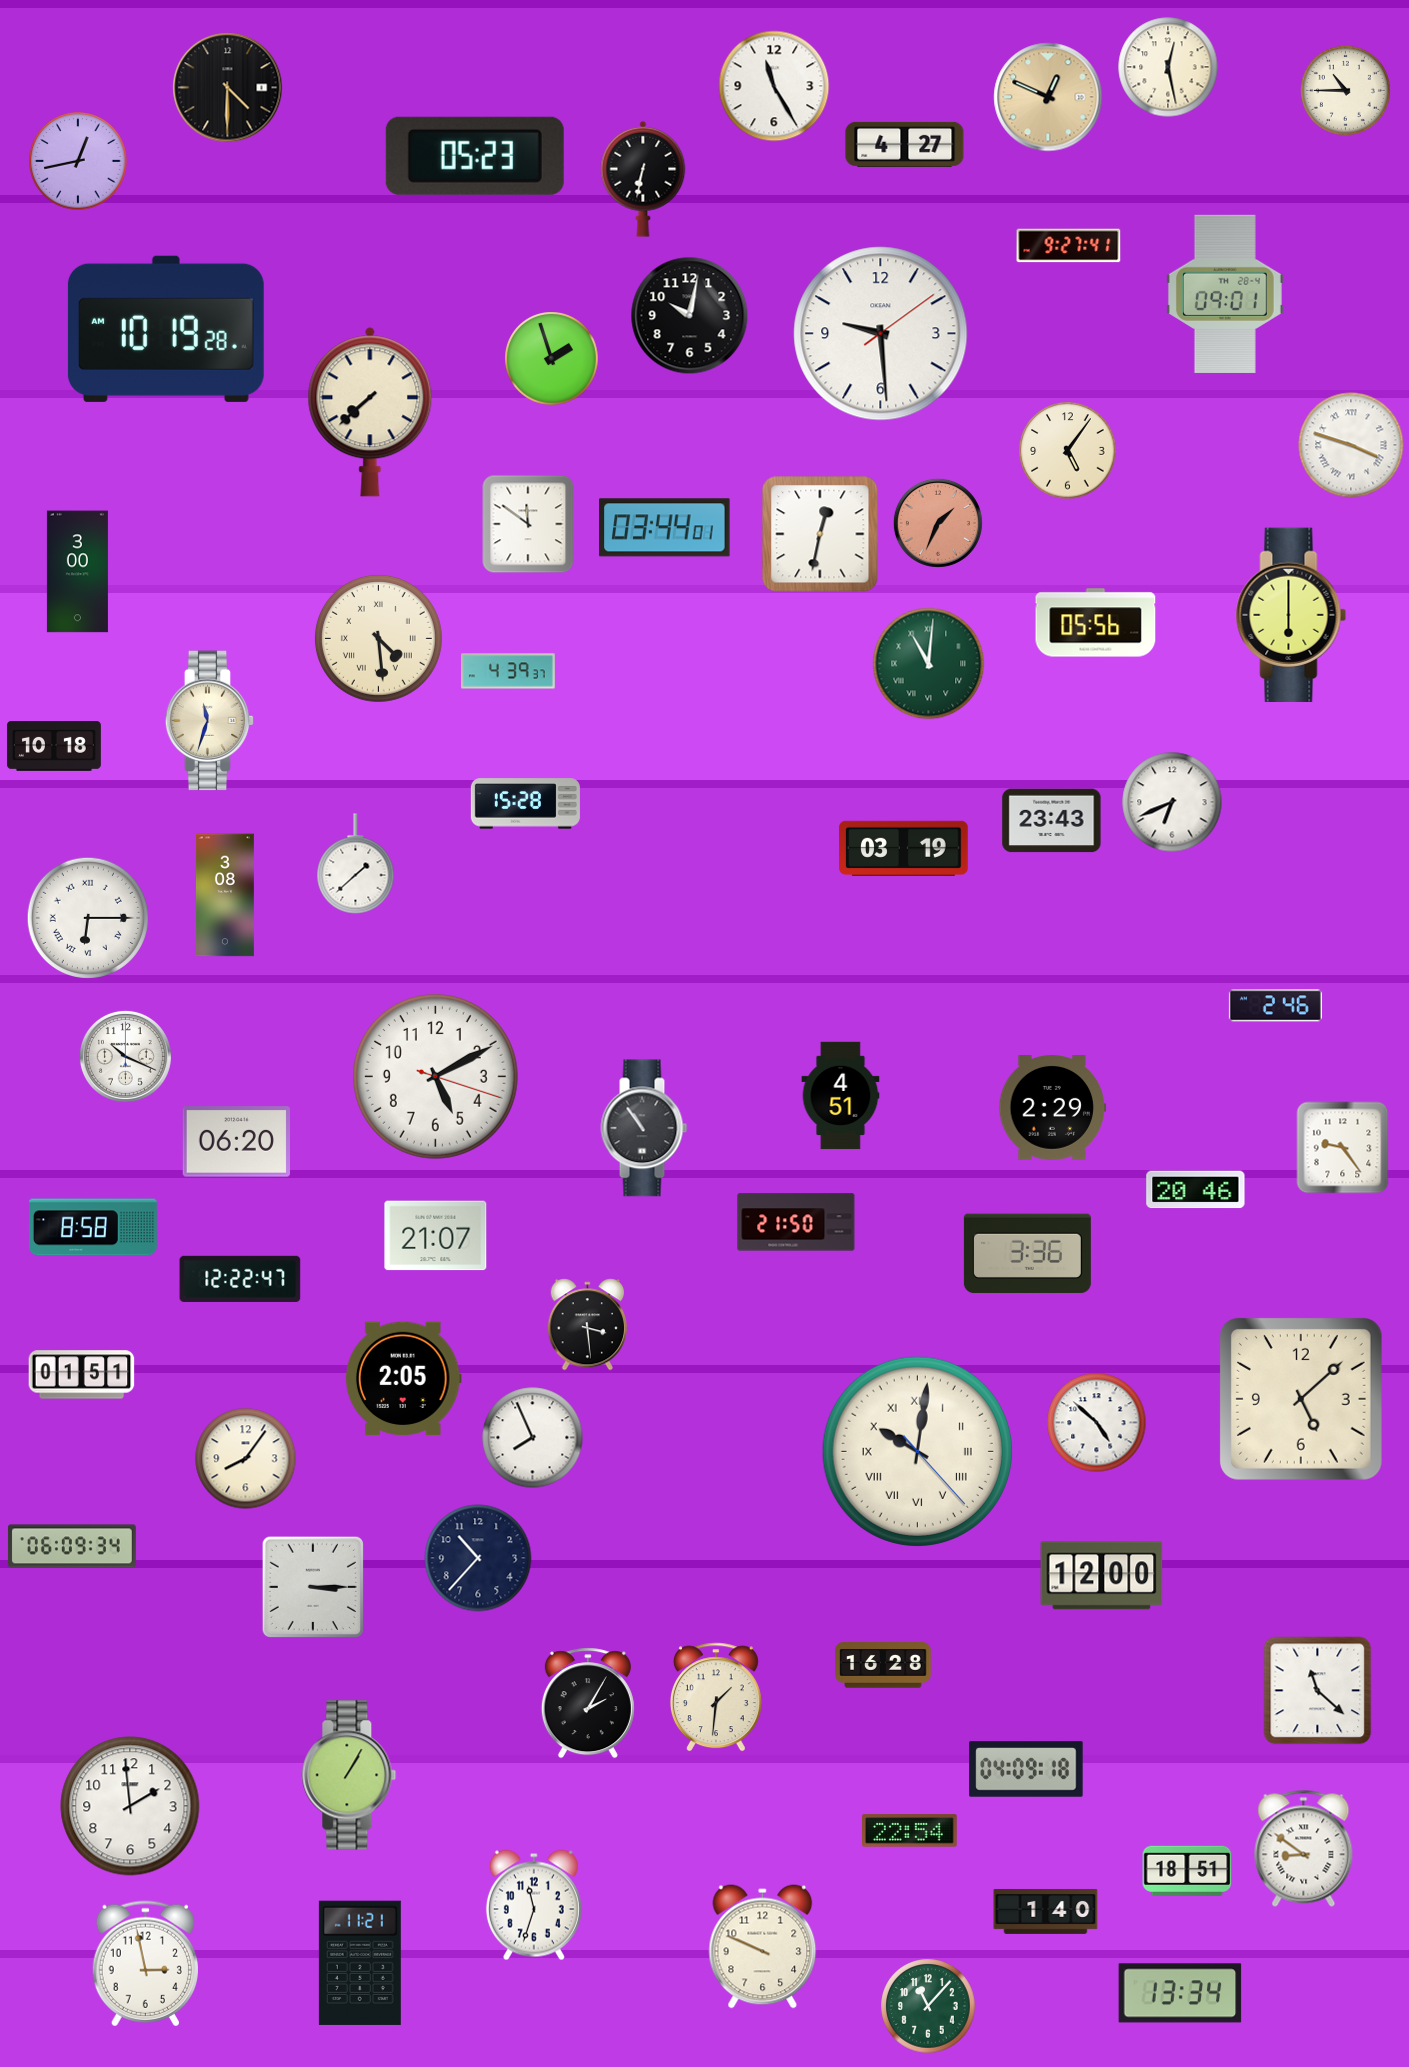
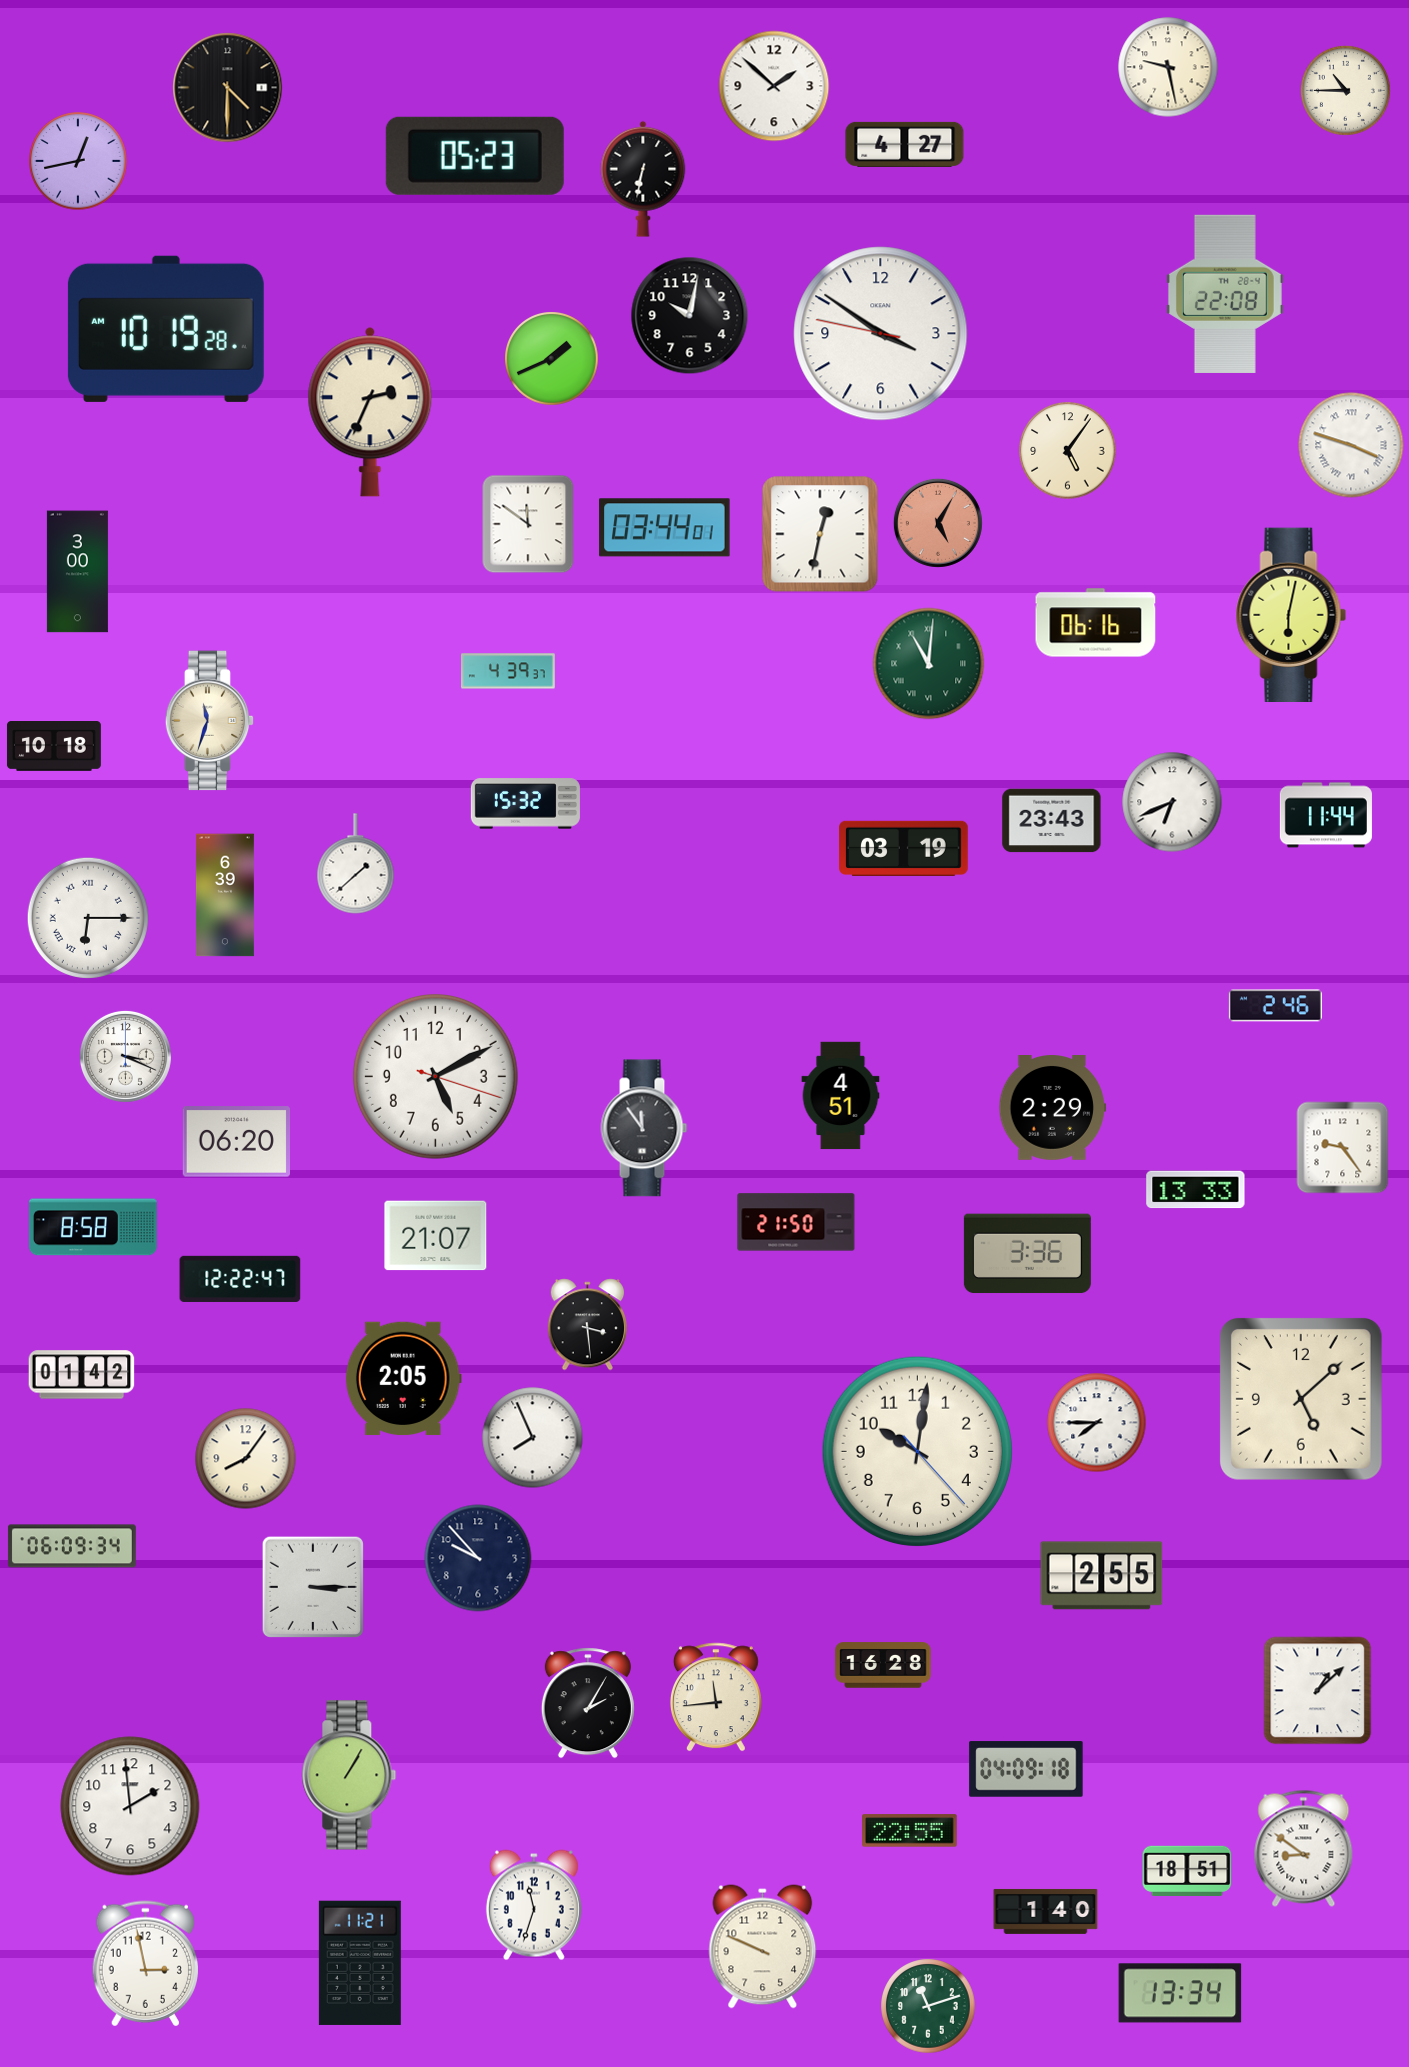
clock at (1168, 67): 12:28 -> 9:28
clock at (774, 86): 11:25 -> 1:52
clock at (1048, 97): 12:49 -> none
clock at (1069, 246): 9:27 -> none
clock at (1225, 294): 09:01 -> 22:08
clock at (881, 334): 9:29 -> 3:50
clock at (552, 359): 1:57 -> 1:41
clock at (370, 412): 7:38 -> 2:34
clock at (938, 523): 1:34 -> 5:05
clock at (1291, 614): 6:00 -> 6:02
clock at (1096, 623): 05:56 -> 06:16
clock at (378, 638): 4:29 -> none
clock at (525, 804): 15:28 -> 15:32
clock at (1326, 815): none -> 11:44
clock at (225, 895): 3:08 -> 6:39
clock at (125, 1056): 10:19 -> 3:19
clock at (644, 1128): 10:54 -> 11:54
clock at (1196, 1190): 20:46 -> 13:33
clock at (82, 1375): 01:51 -> 01:42
clock at (1097, 1423): 4:52 -> 7:45
clock at (917, 1451) numerals: Roman -> Arabic
clock at (478, 1558): 10:37 -> 9:53
clock at (1102, 1576): 12:00 -> 2:55
clock at (1318, 1691): 11:22 -> 1:08
clock at (716, 1697): 1:31 -> 11:44
clock at (910, 1831): 22:54 -> 22:55
clock at (928, 2006): 11:07 -> 11:12
